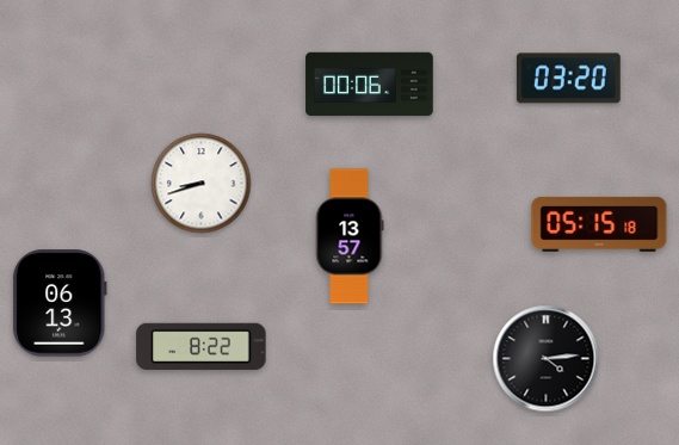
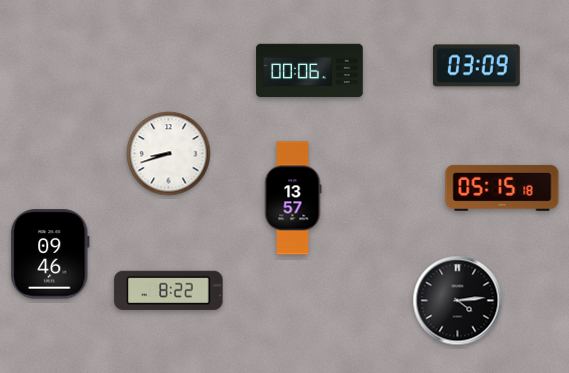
clock at (568, 79): 03:20 -> 03:09
clock at (60, 303): 06:13 -> 09:46
